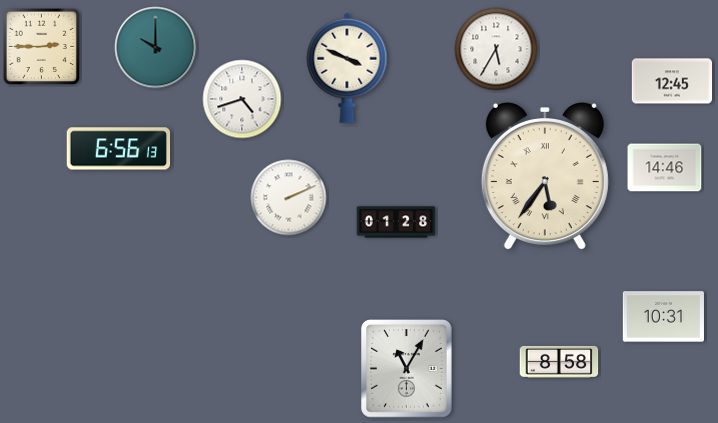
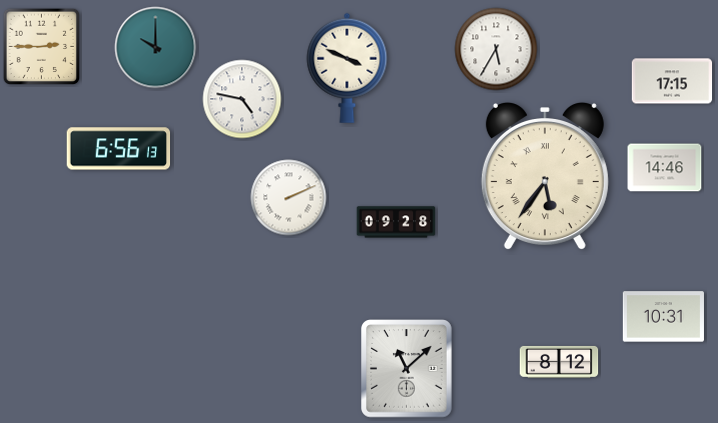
clock at (672, 81): 12:45 -> 17:15
clock at (242, 99): 4:42 -> 4:47
clock at (396, 222): 01:28 -> 09:28
clock at (559, 362): 8:58 -> 8:12
clock at (407, 369): 11:05 -> 11:08
